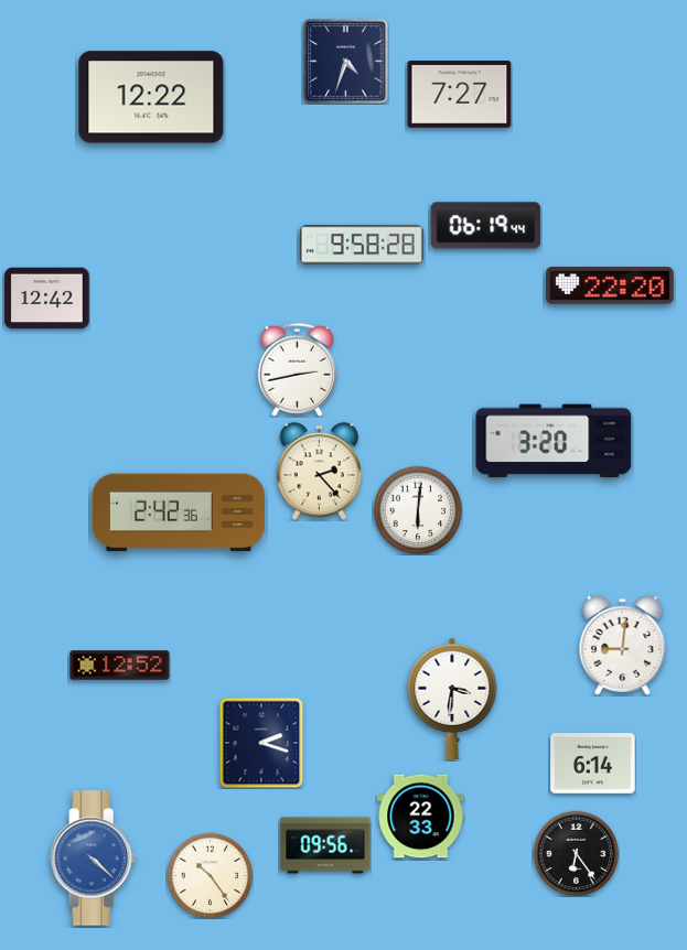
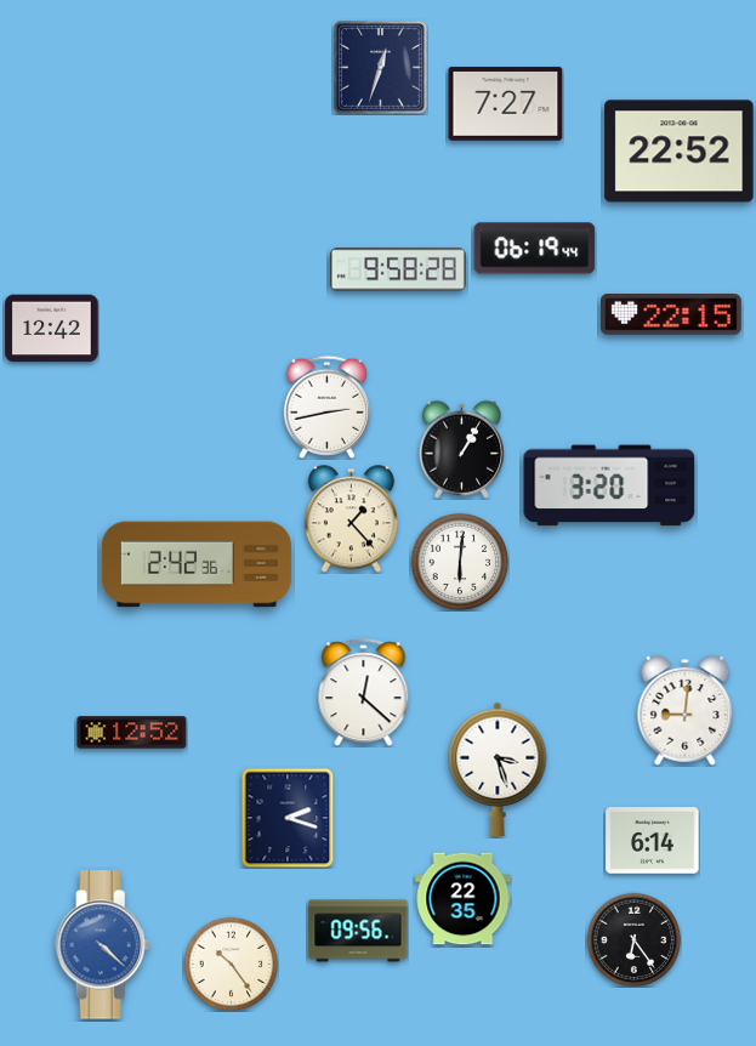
clock at (345, 61): 4:33 -> 12:33
clock at (151, 97): 12:22 -> none
clock at (680, 152): none -> 22:52
clock at (610, 285): 22:20 -> 22:15
clock at (461, 449): none -> 1:05
clock at (319, 472): 2:23 -> 1:23
clock at (364, 693): none -> 12:22
clock at (452, 699): 3:31 -> 3:27
clock at (421, 817): 22:33 -> 22:35
